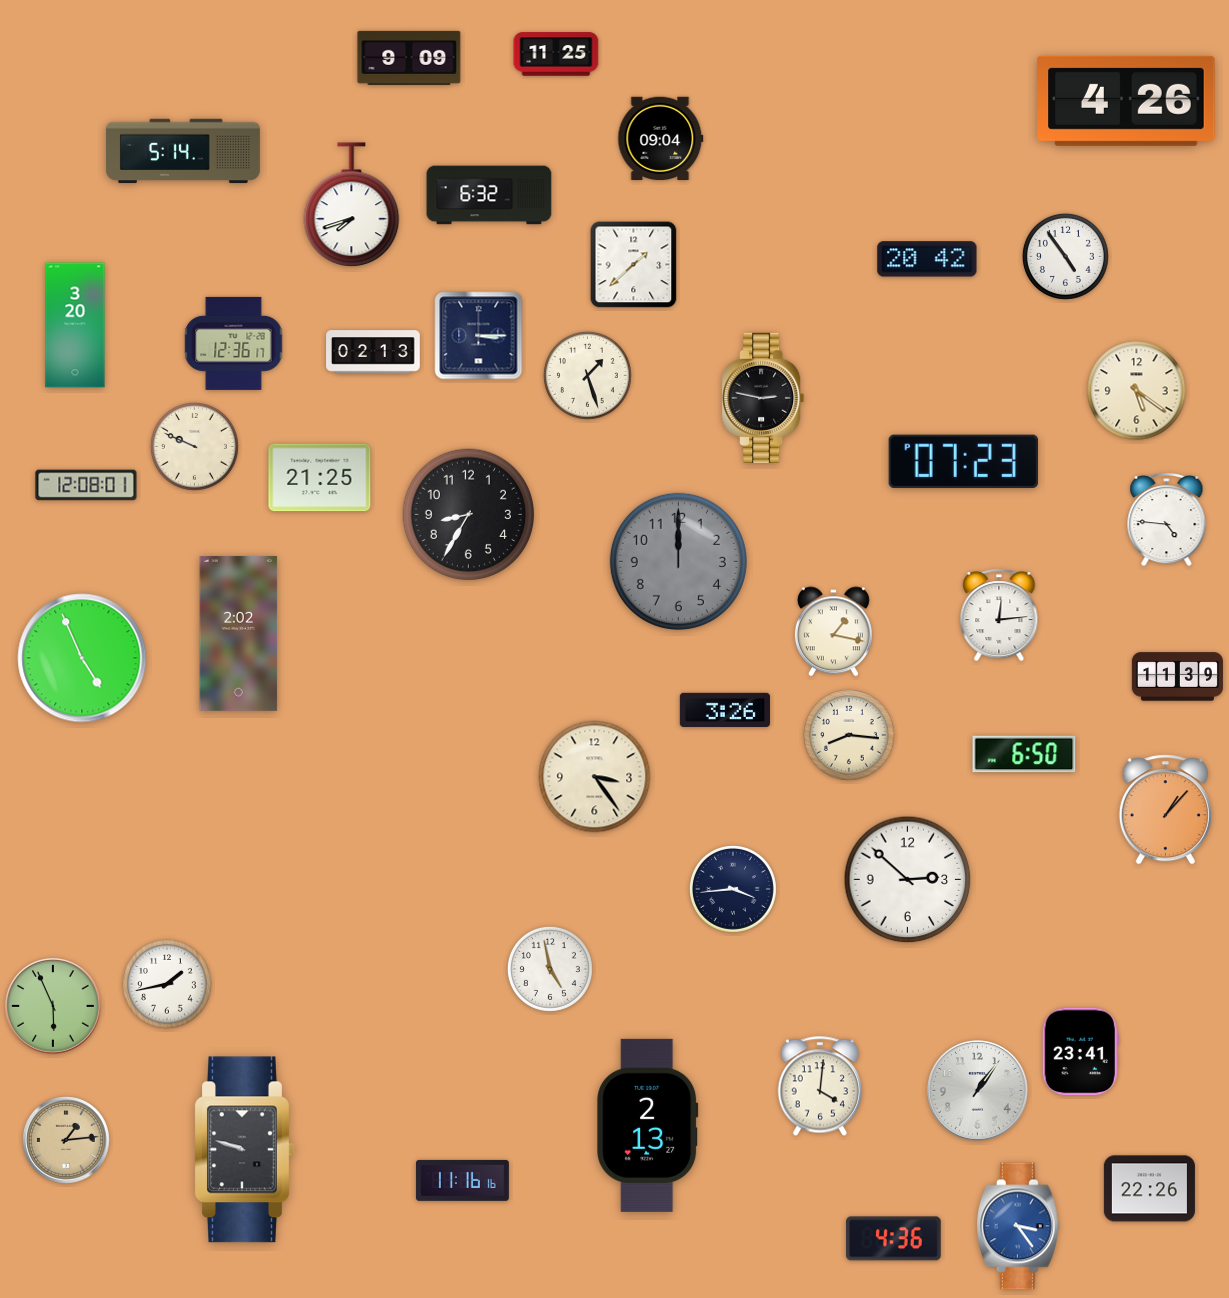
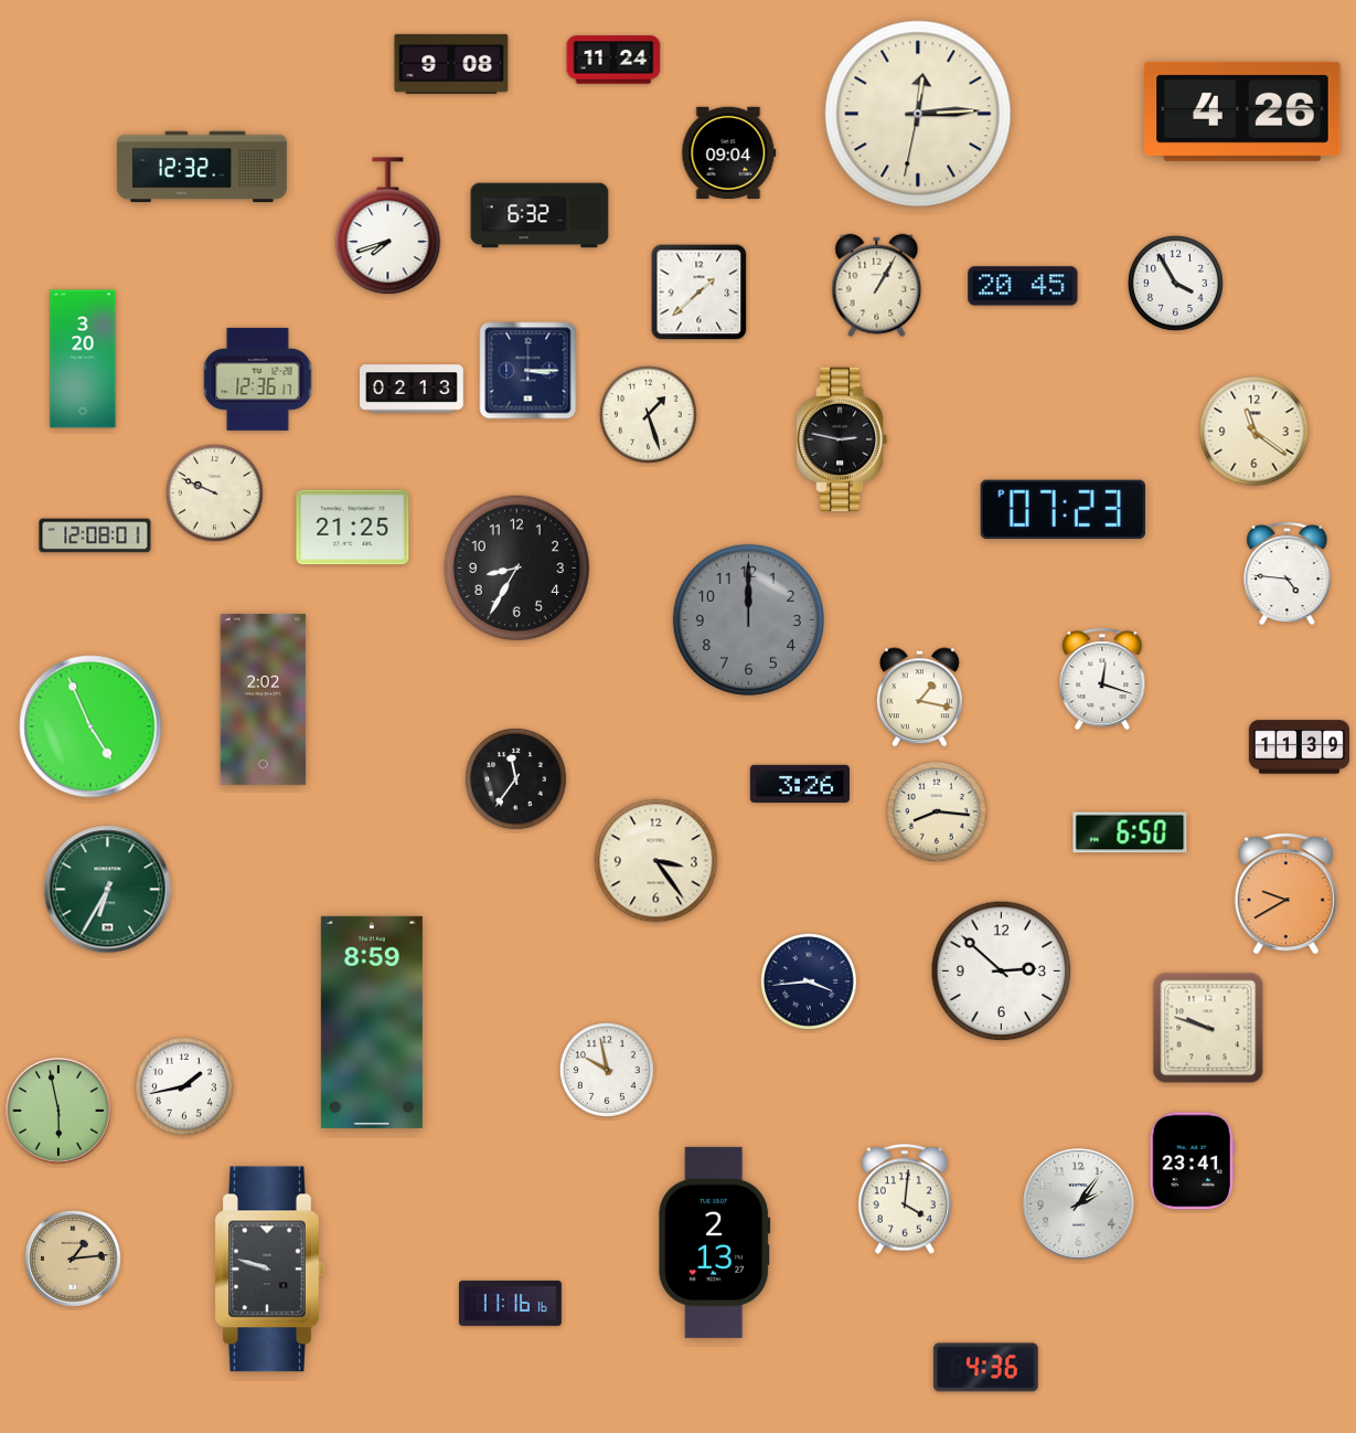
clock at (556, 54): 11:25 -> 11:24
clock at (409, 58): 9:09 -> 9:08
clock at (918, 114): none -> 12:14
clock at (183, 151): 5:14 -> 12:32
clock at (1065, 256): 4:54 -> 3:55
clock at (877, 286): none -> 1:05
clock at (927, 259): 20:42 -> 20:45
clock at (1137, 391): 5:21 -> 11:21
clock at (999, 615): 12:14 -> 12:18
clock at (516, 779): none -> 11:36
clock at (595, 777) position: (595, 777) -> (656, 861)
clock at (108, 890): none -> 6:35
clock at (1165, 810): 1:07 -> 9:40
clock at (372, 1022): none -> 8:59
clock at (1208, 1028): none -> 9:48
clock at (550, 969): 4:58 -> 9:58
clock at (53, 1006): 5:56 -> 5:58
clock at (978, 1091): 1:06 -> 2:06
clock at (1149, 1189): 22:26 -> none
clock at (1018, 1226): 3:24 -> none
